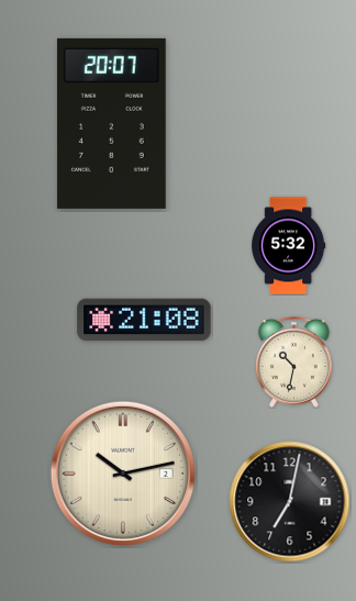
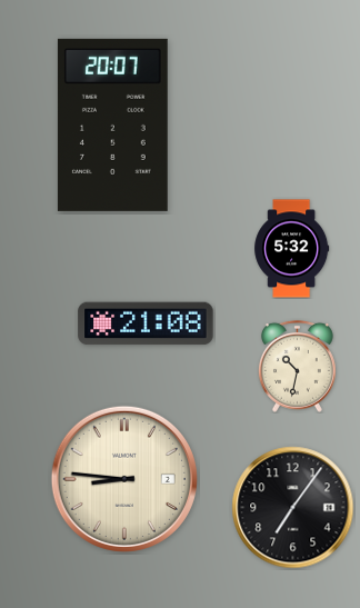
clock at (123, 474): 10:13 -> 8:46
clock at (290, 502): 7:02 -> 7:06
